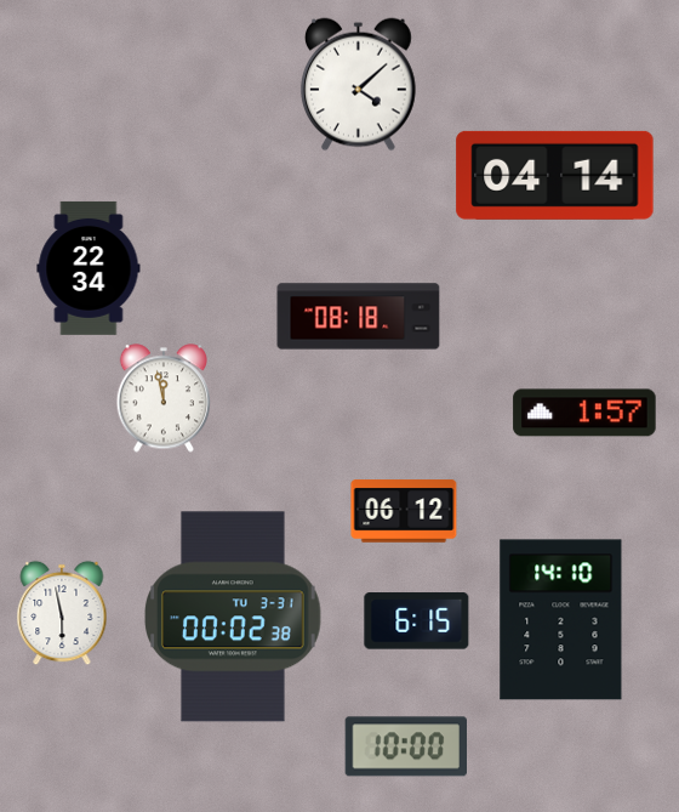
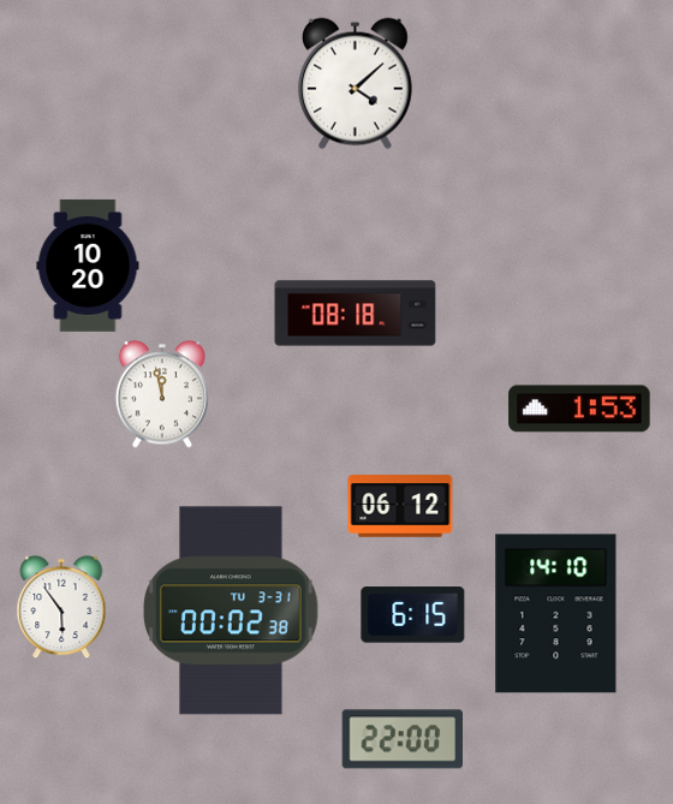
clock at (555, 175): 04:14 -> none
clock at (89, 268): 22:34 -> 10:20
clock at (584, 413): 1:57 -> 1:53
clock at (62, 613): 5:58 -> 5:54
clock at (405, 746): 10:00 -> 22:00
